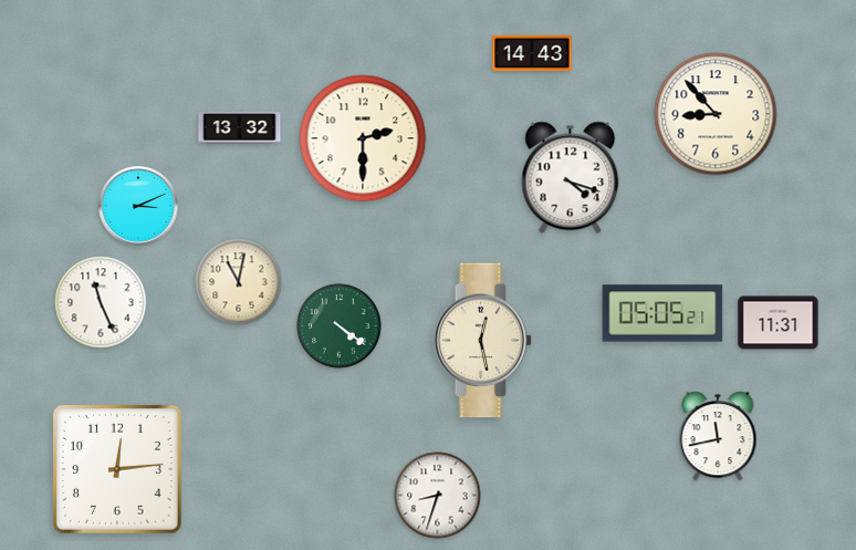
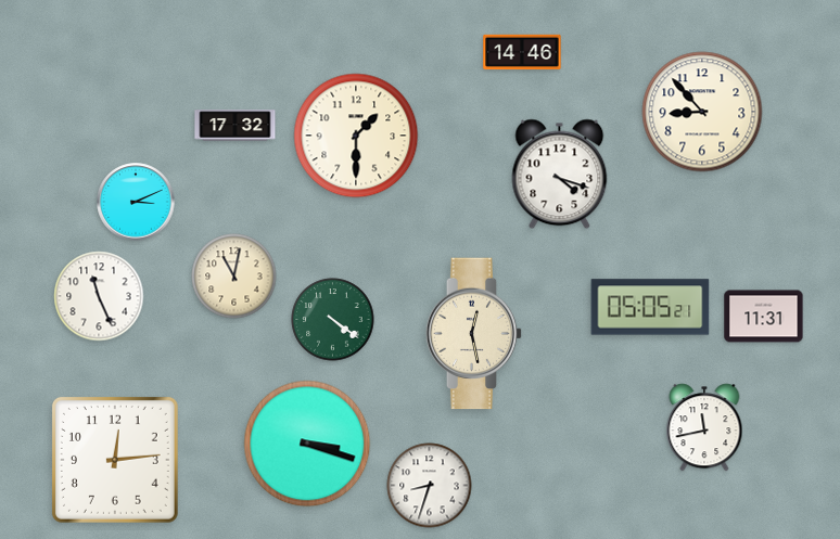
clock at (532, 53): 14:43 -> 14:46
clock at (240, 128): 13:32 -> 17:32
clock at (363, 138): 2:30 -> 1:30
clock at (307, 444): none -> 3:18
